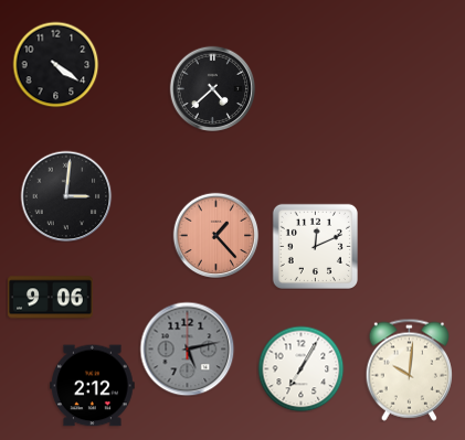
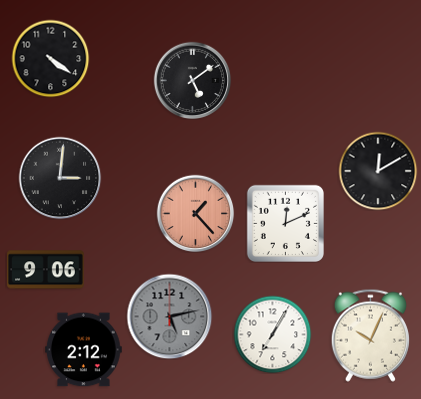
clock at (212, 88): 4:38 -> 5:09
clock at (378, 171): none -> 12:10
clock at (409, 369): 10:01 -> 10:04
